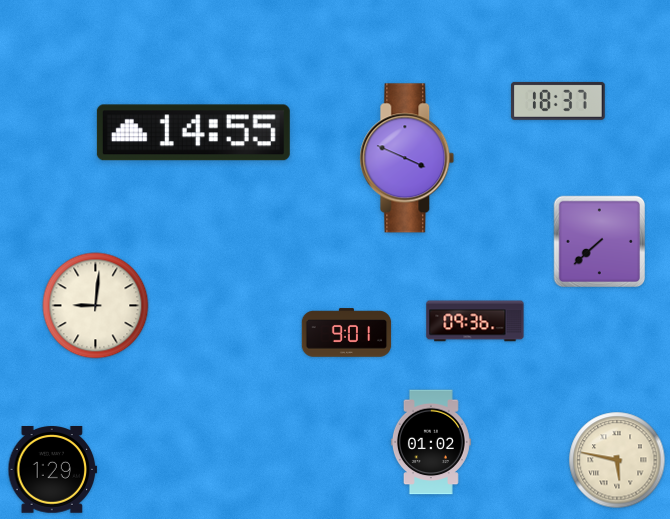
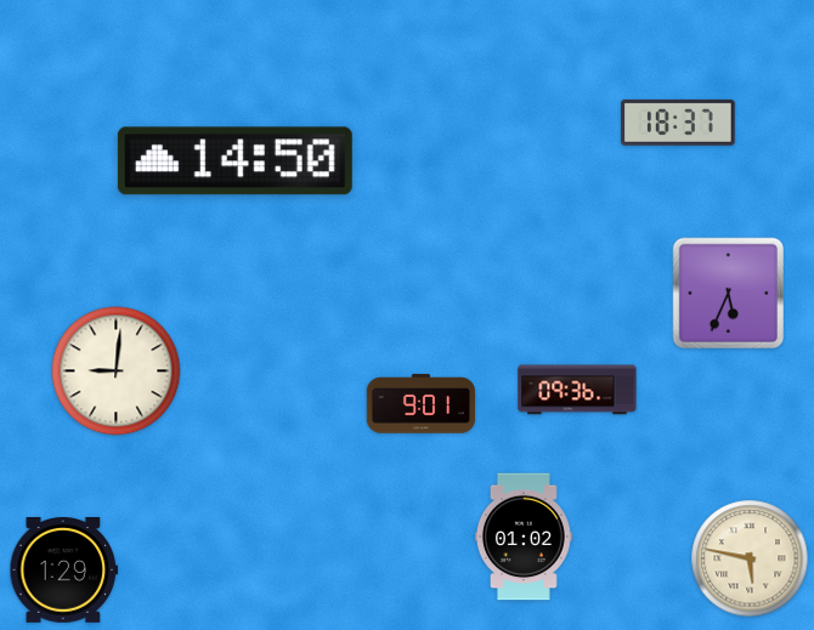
clock at (193, 133): 14:55 -> 14:50
clock at (407, 158): 3:49 -> none
clock at (599, 241): 7:38 -> 5:34
